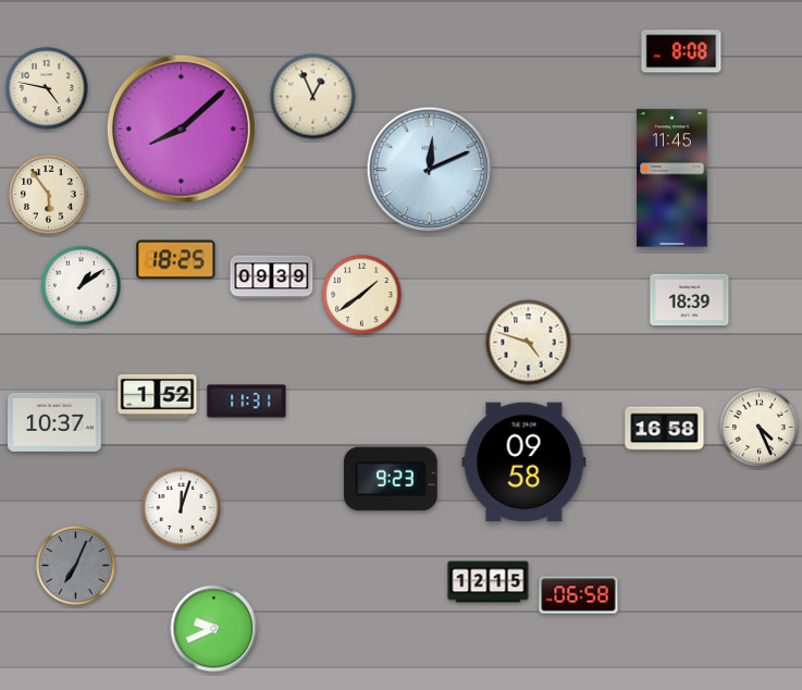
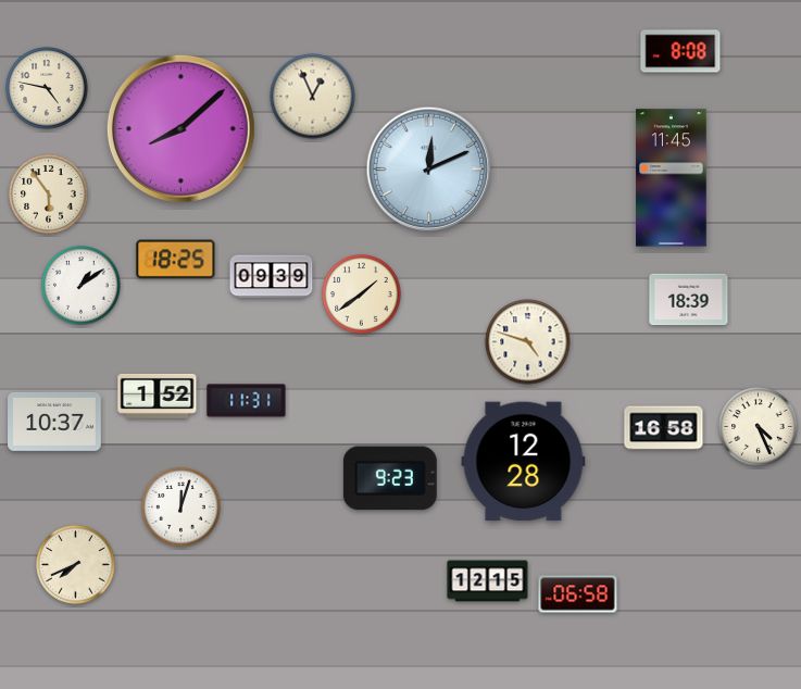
clock at (525, 463): 09:58 -> 12:28
clock at (76, 566): 7:04 -> 7:41
clock at (76, 566) dial: grey -> cream
clock at (214, 629): 9:41 -> none
